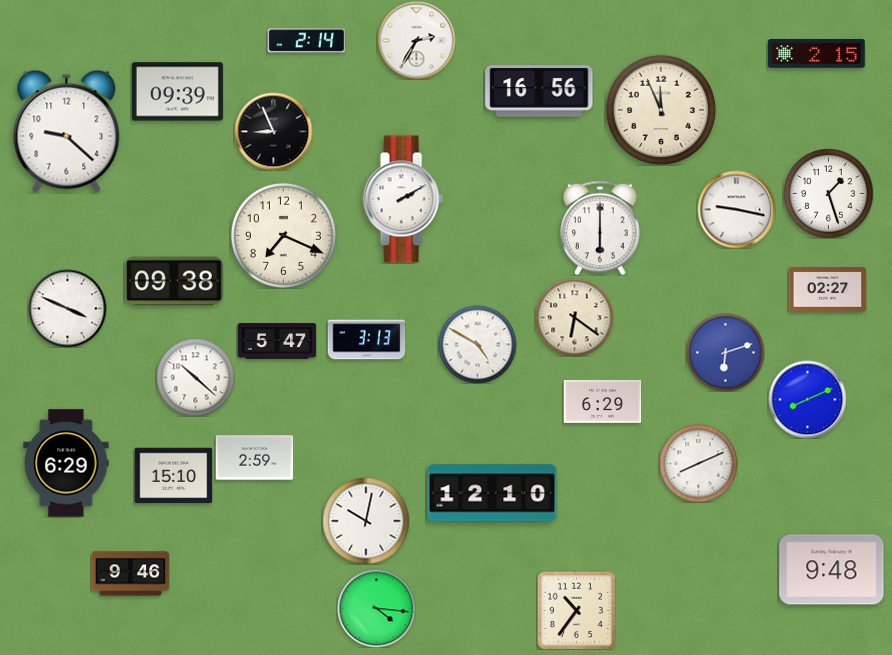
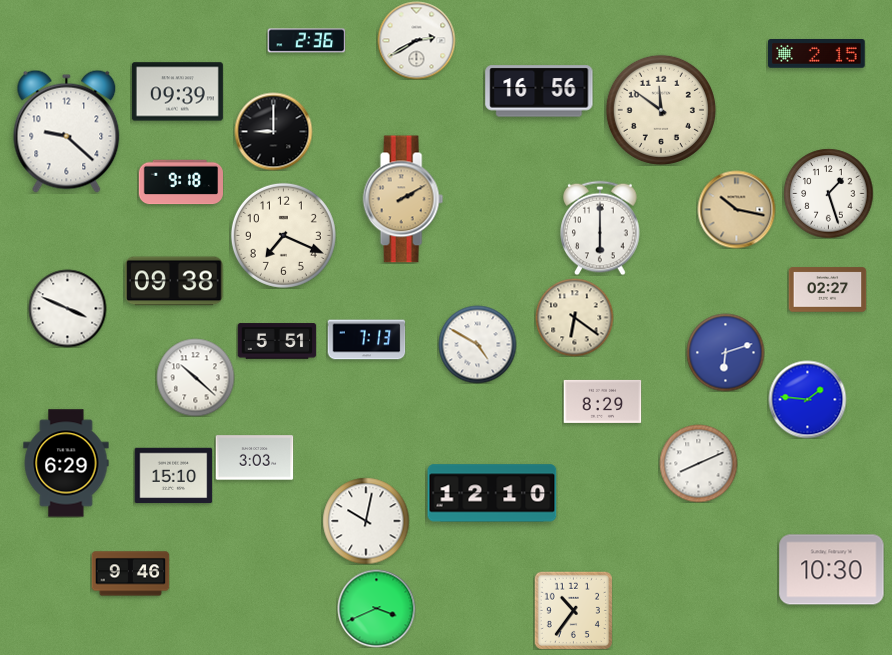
clock at (416, 40): 2:35 -> 2:40
clock at (306, 41): 2:14 -> 2:36
clock at (661, 110): 11:56 -> 11:51
clock at (273, 131): 8:56 -> 9:00
clock at (180, 182): none -> 9:18
clock at (403, 199) dial: white -> champagne
clock at (736, 209): 9:17 -> 10:17
clock at (736, 209) dial: white -> champagne
clock at (366, 340): 3:13 -> 7:13
clock at (277, 341): 5:47 -> 5:51
clock at (807, 399): 8:11 -> 1:46
clock at (602, 401): 6:29 -> 8:29
clock at (254, 458): 2:59 -> 3:03
clock at (832, 570): 9:48 -> 10:30
clock at (376, 608): 4:16 -> 3:41
clock at (576, 610) position: (576, 610) -> (573, 610)
